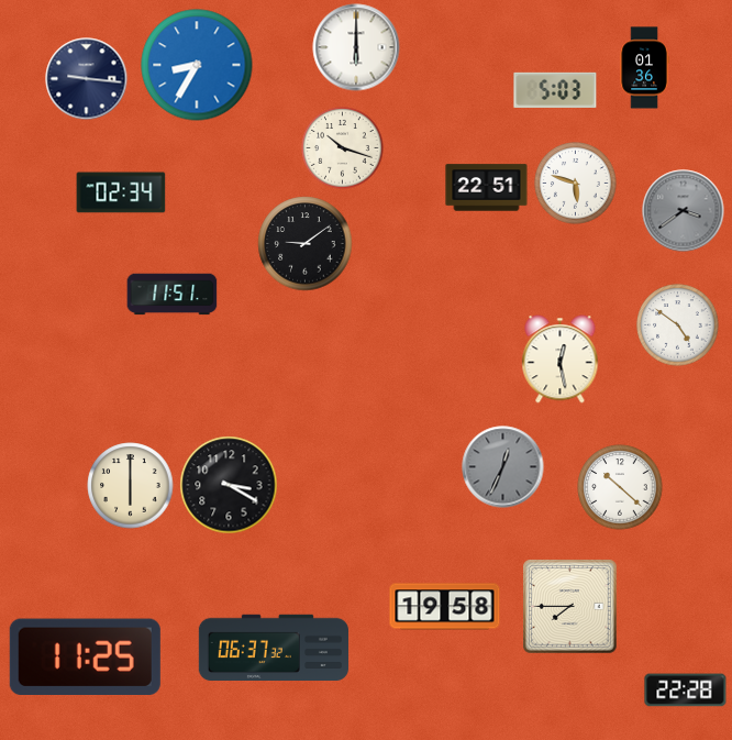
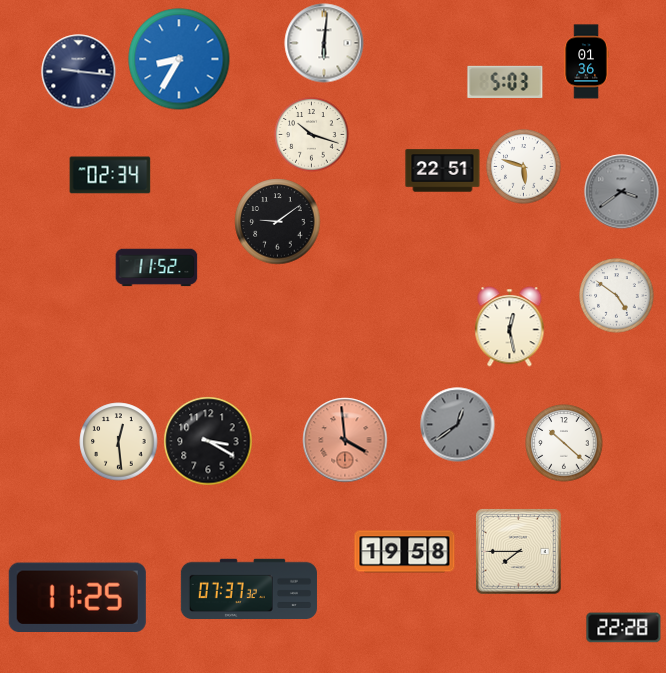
clock at (356, 47): 6:00 -> 6:01
clock at (173, 295): 11:51 -> 11:52
clock at (503, 467): 12:34 -> 12:39
clock at (345, 440): none -> 3:59
clock at (131, 486): 6:00 -> 12:29
clock at (274, 648): 06:37 -> 07:37
